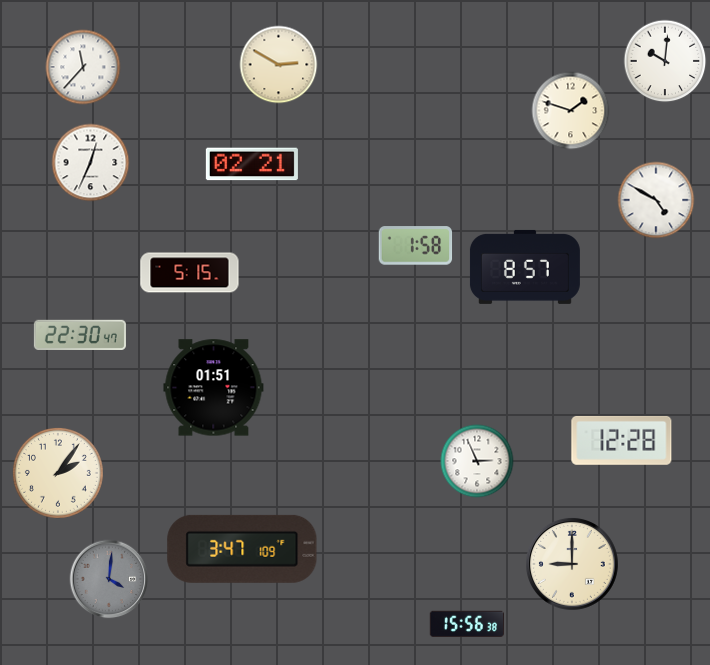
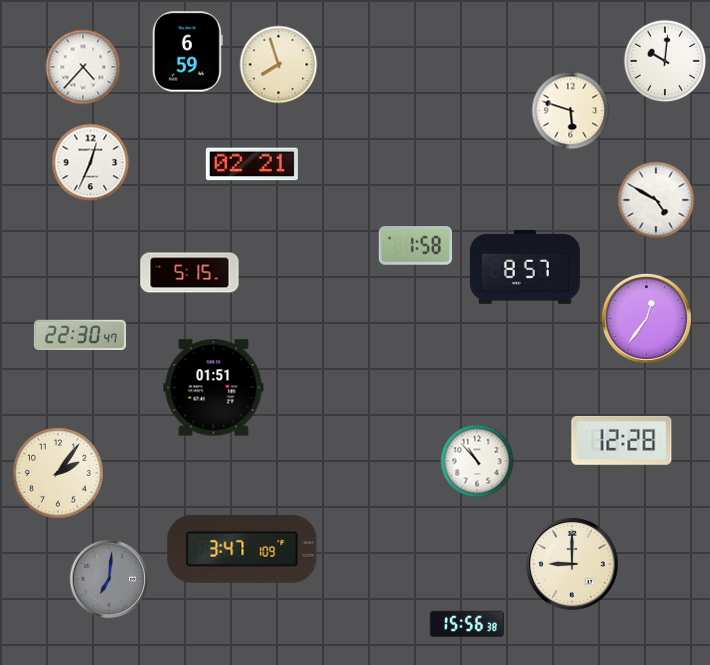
clock at (187, 52): none -> 6:59
clock at (279, 65): 2:50 -> 7:57
clock at (83, 67): 11:37 -> 4:37
clock at (571, 111): 1:48 -> 5:48
clock at (646, 318): none -> 12:36
clock at (477, 461): 2:56 -> 10:53
clock at (109, 579): 4:01 -> 7:01
